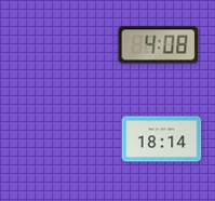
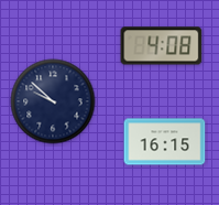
clock at (53, 101): none -> 9:52
clock at (162, 139): 18:14 -> 16:15
